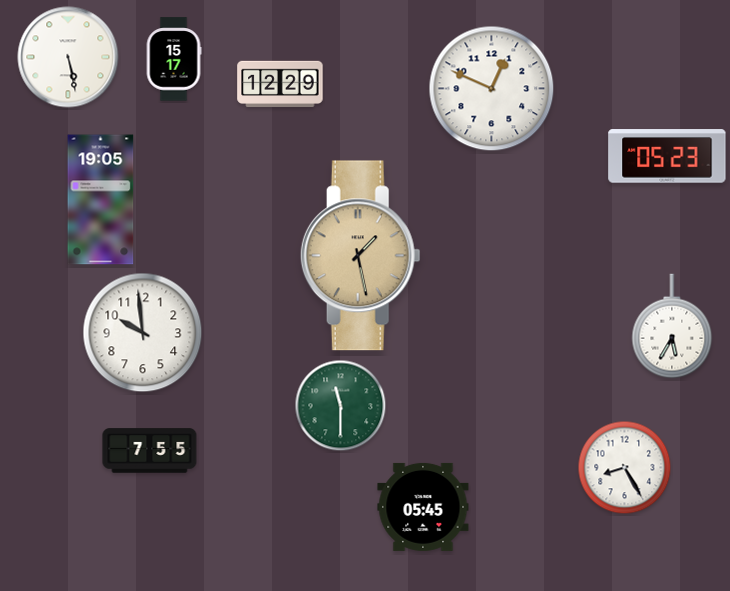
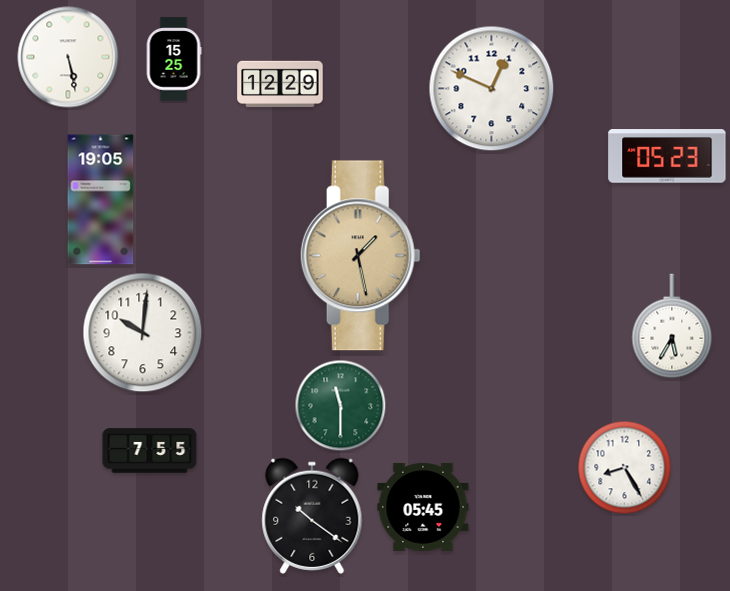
clock at (174, 59): 15:17 -> 15:25
clock at (143, 333): 9:59 -> 10:01
clock at (312, 516): none -> 10:21
